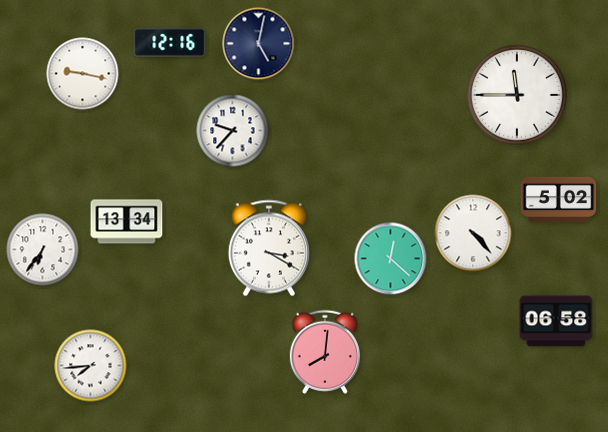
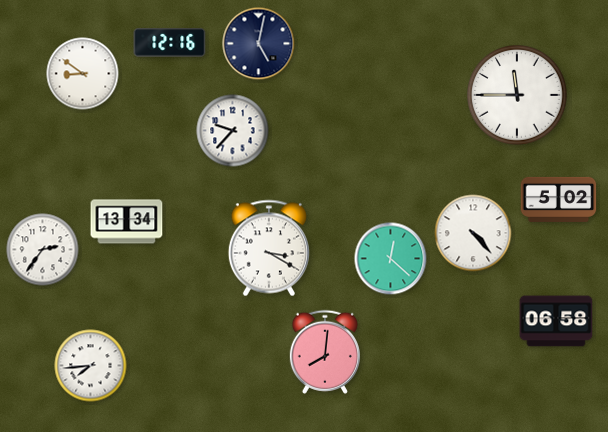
clock at (83, 74): 9:17 -> 8:51
clock at (43, 250): 6:36 -> 2:36
